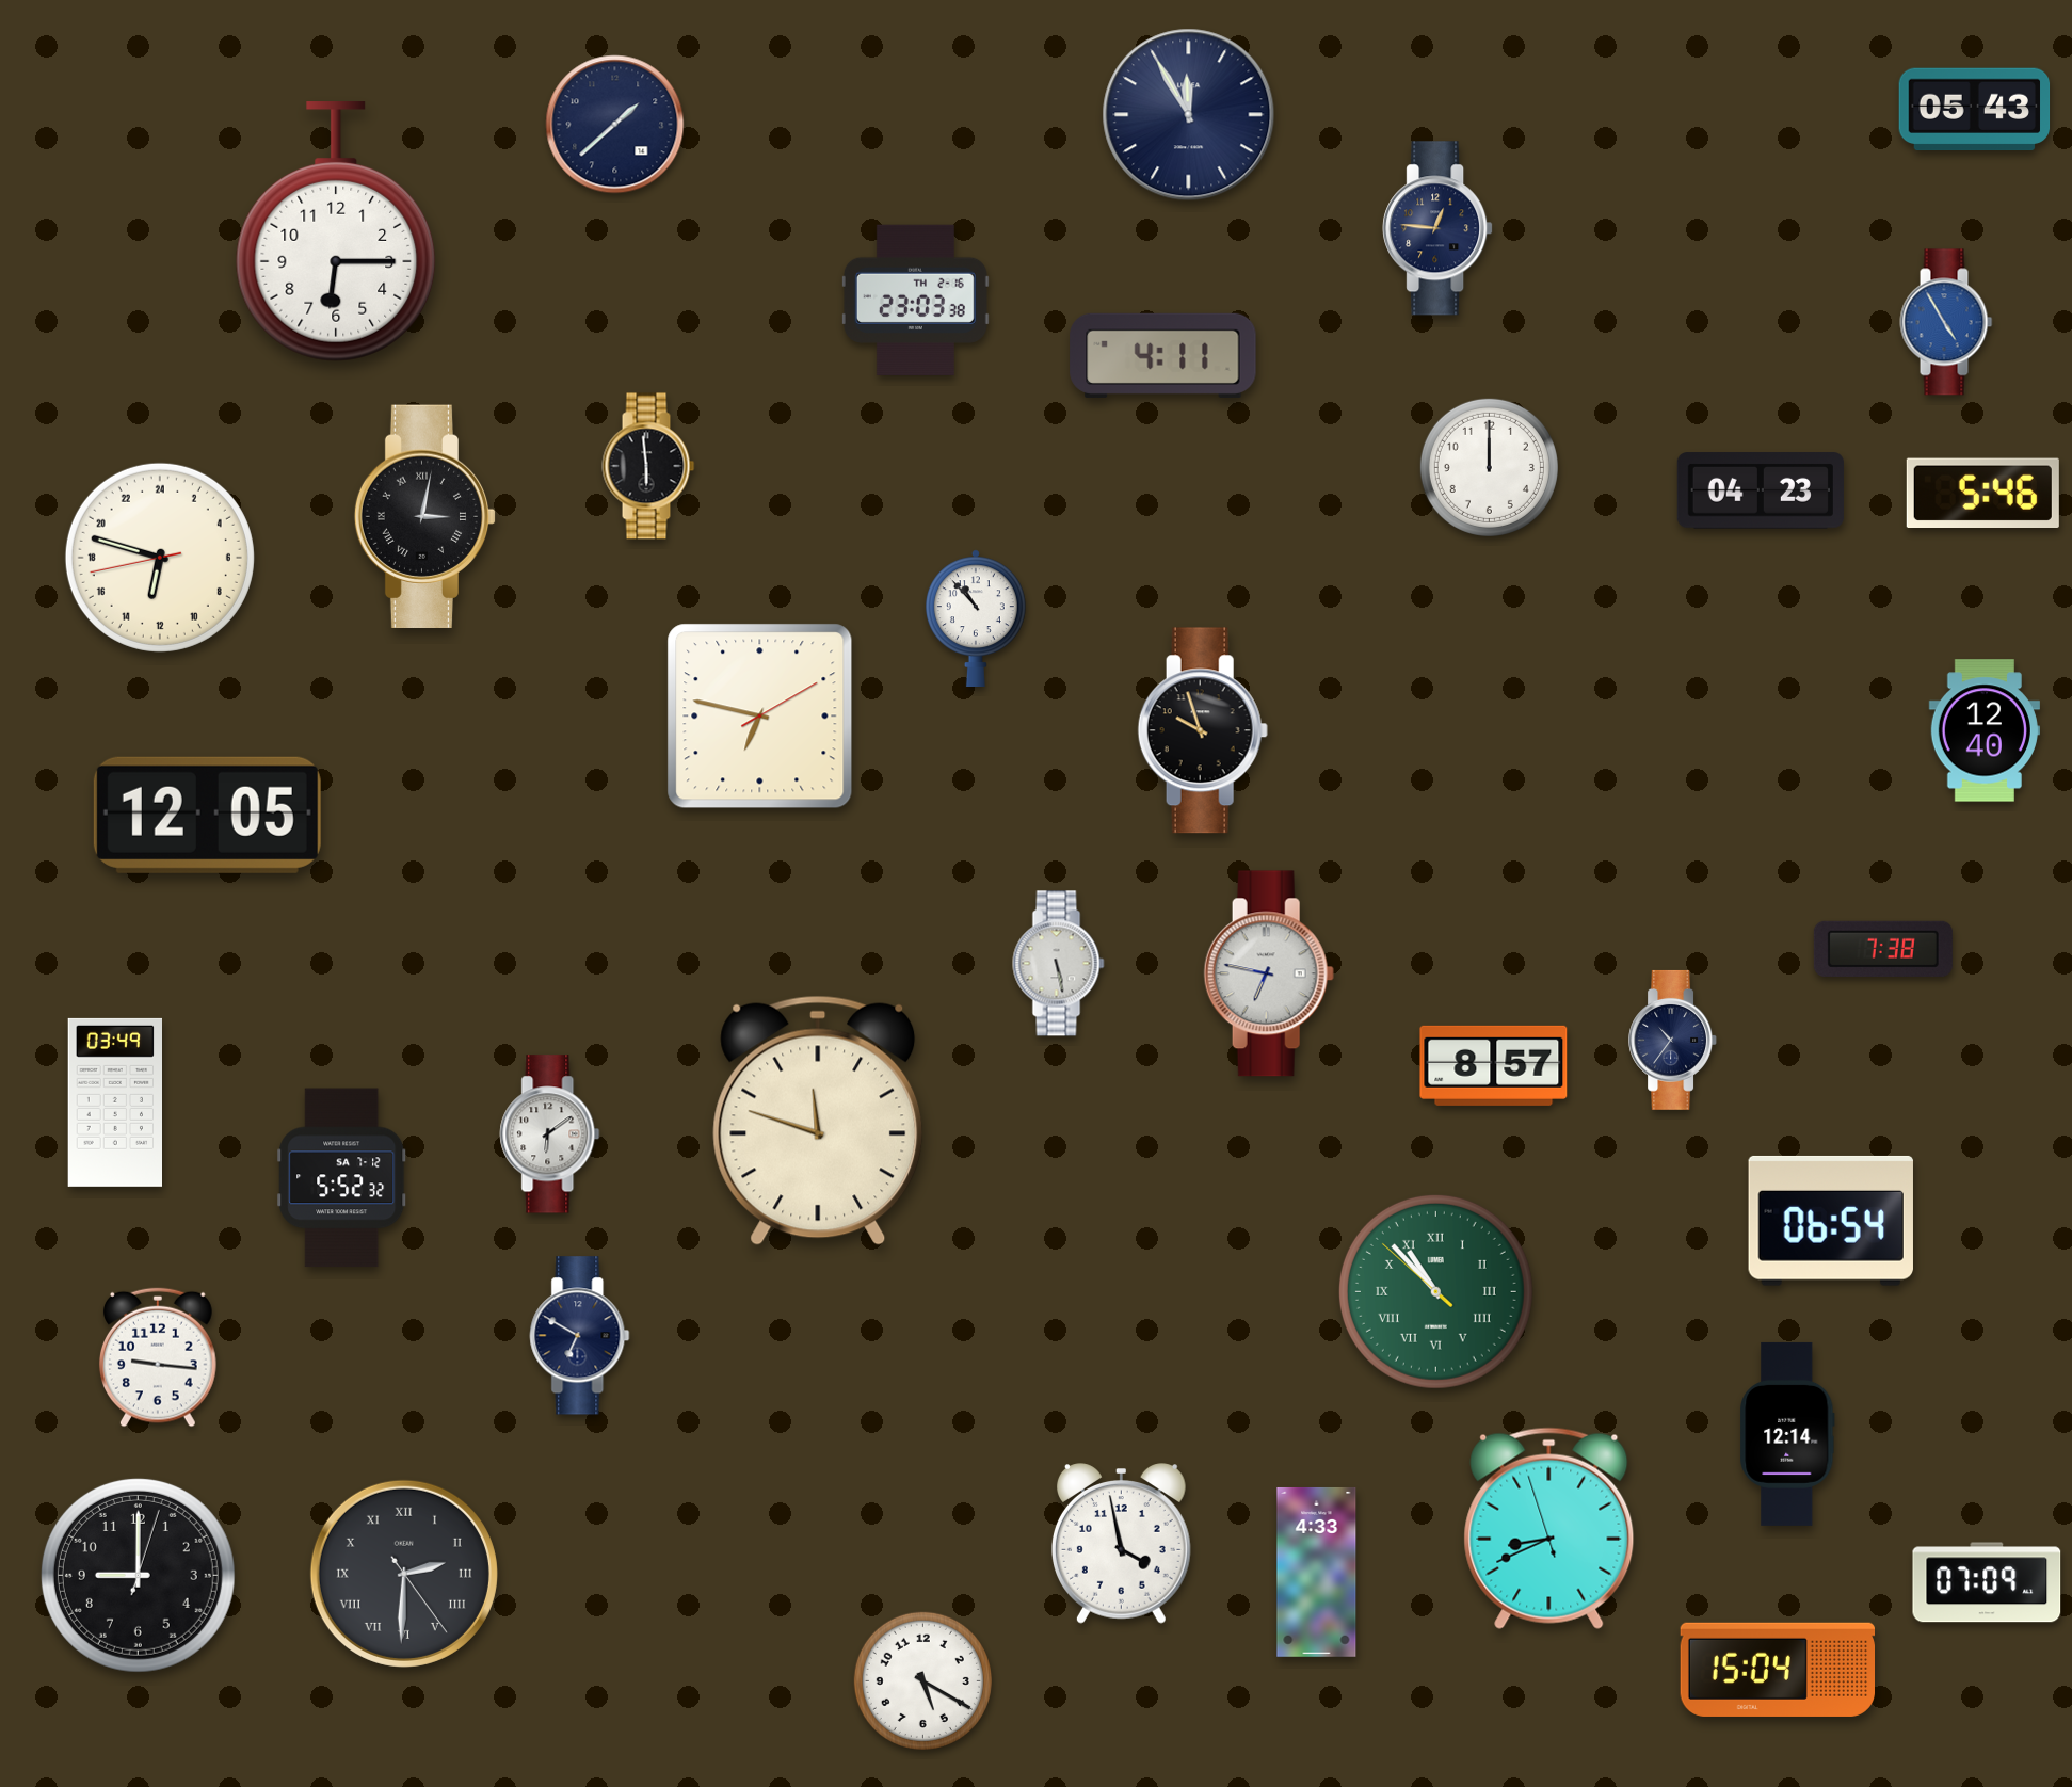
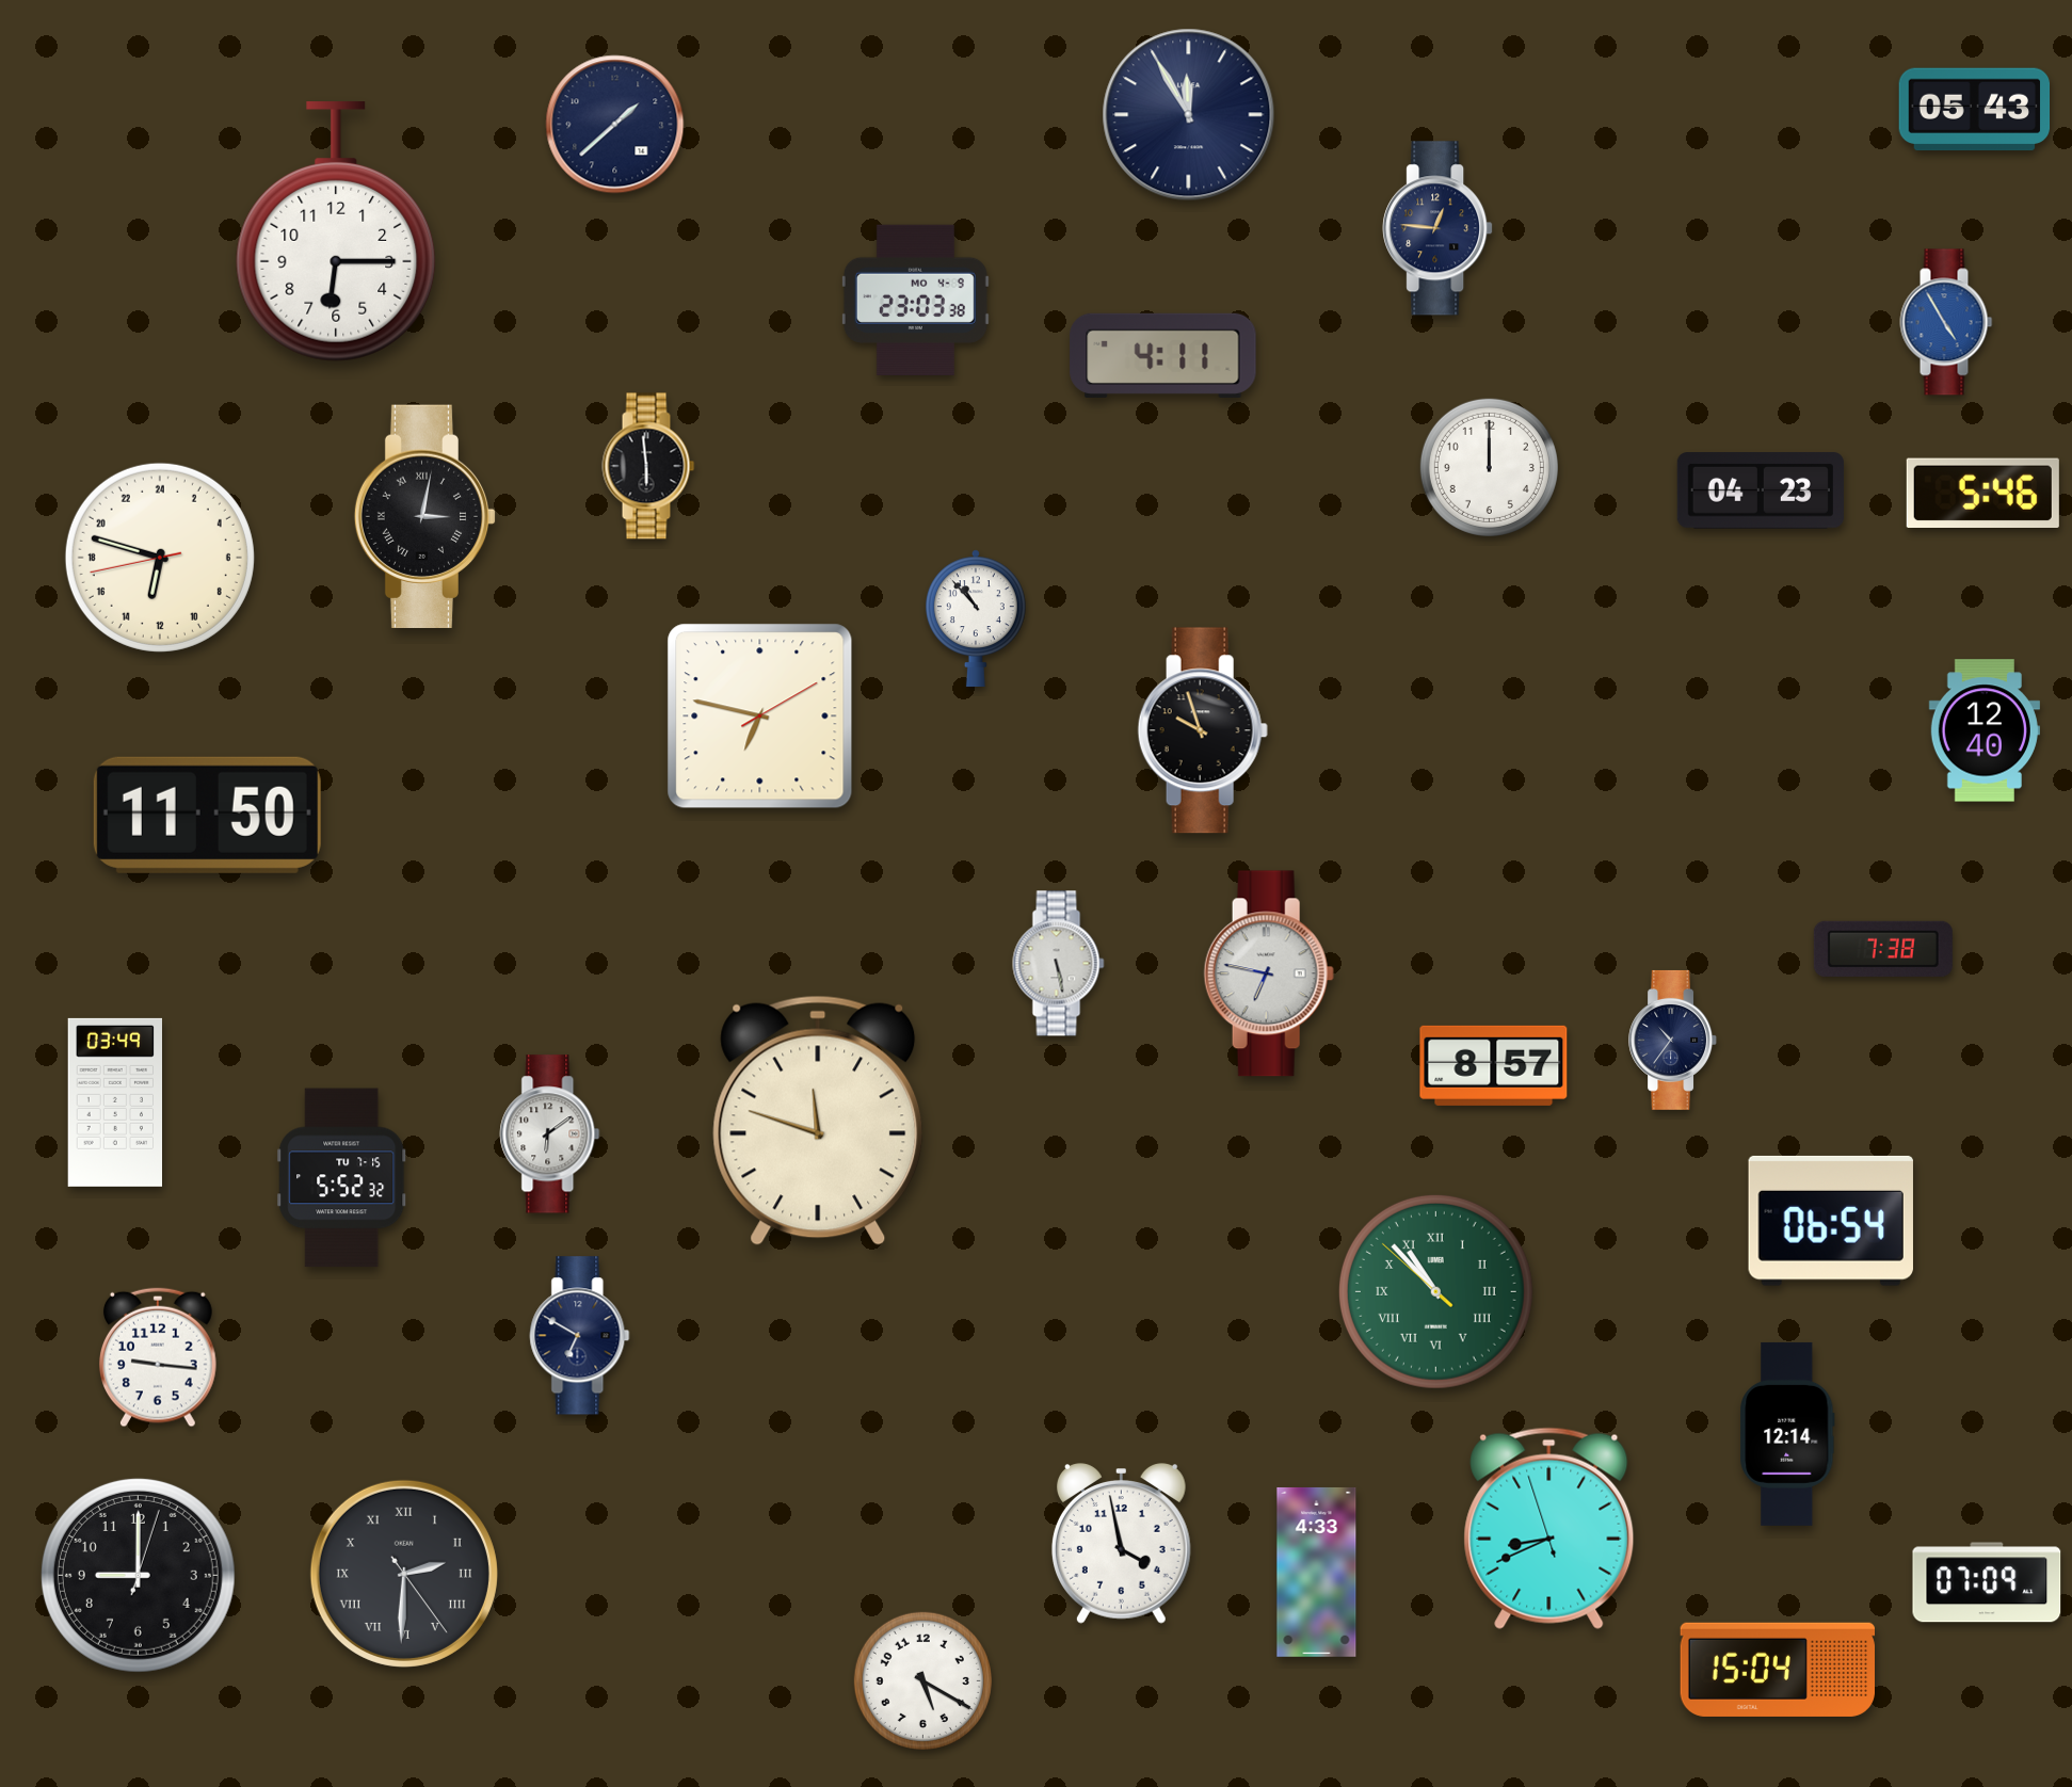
clock at (915, 300) date: TH 2-16 -> MO 4-9
clock at (207, 815): 12:05 -> 11:50
clock at (342, 1178) date: SA 7-12 -> TU 7-15
